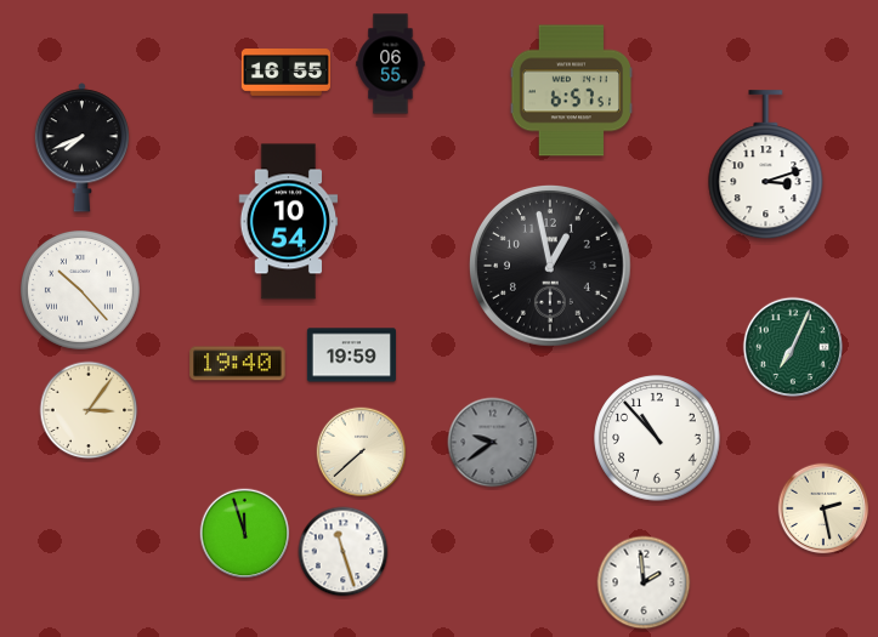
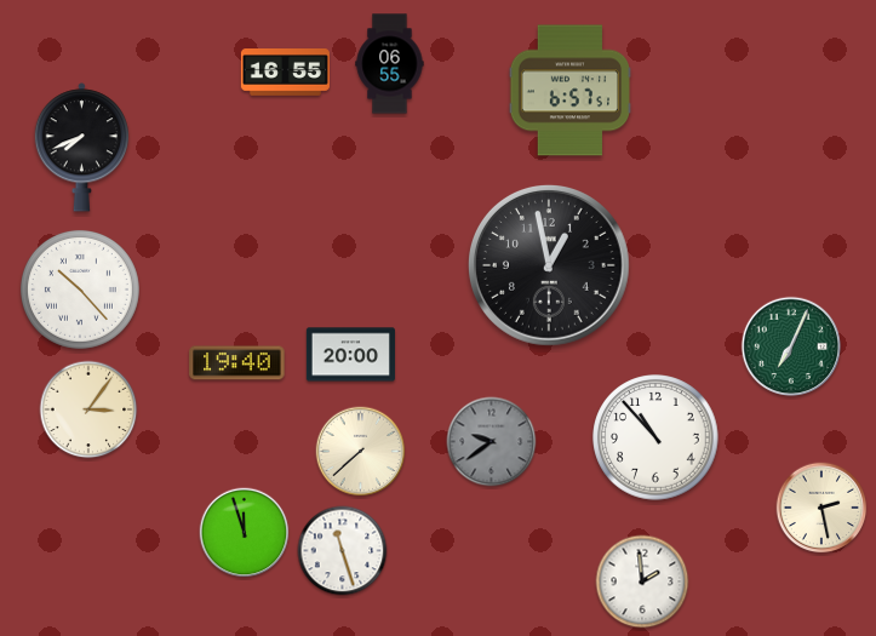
clock at (766, 165): 3:12 -> none
clock at (289, 222): 10:54 -> none
clock at (351, 356): 19:59 -> 20:00
